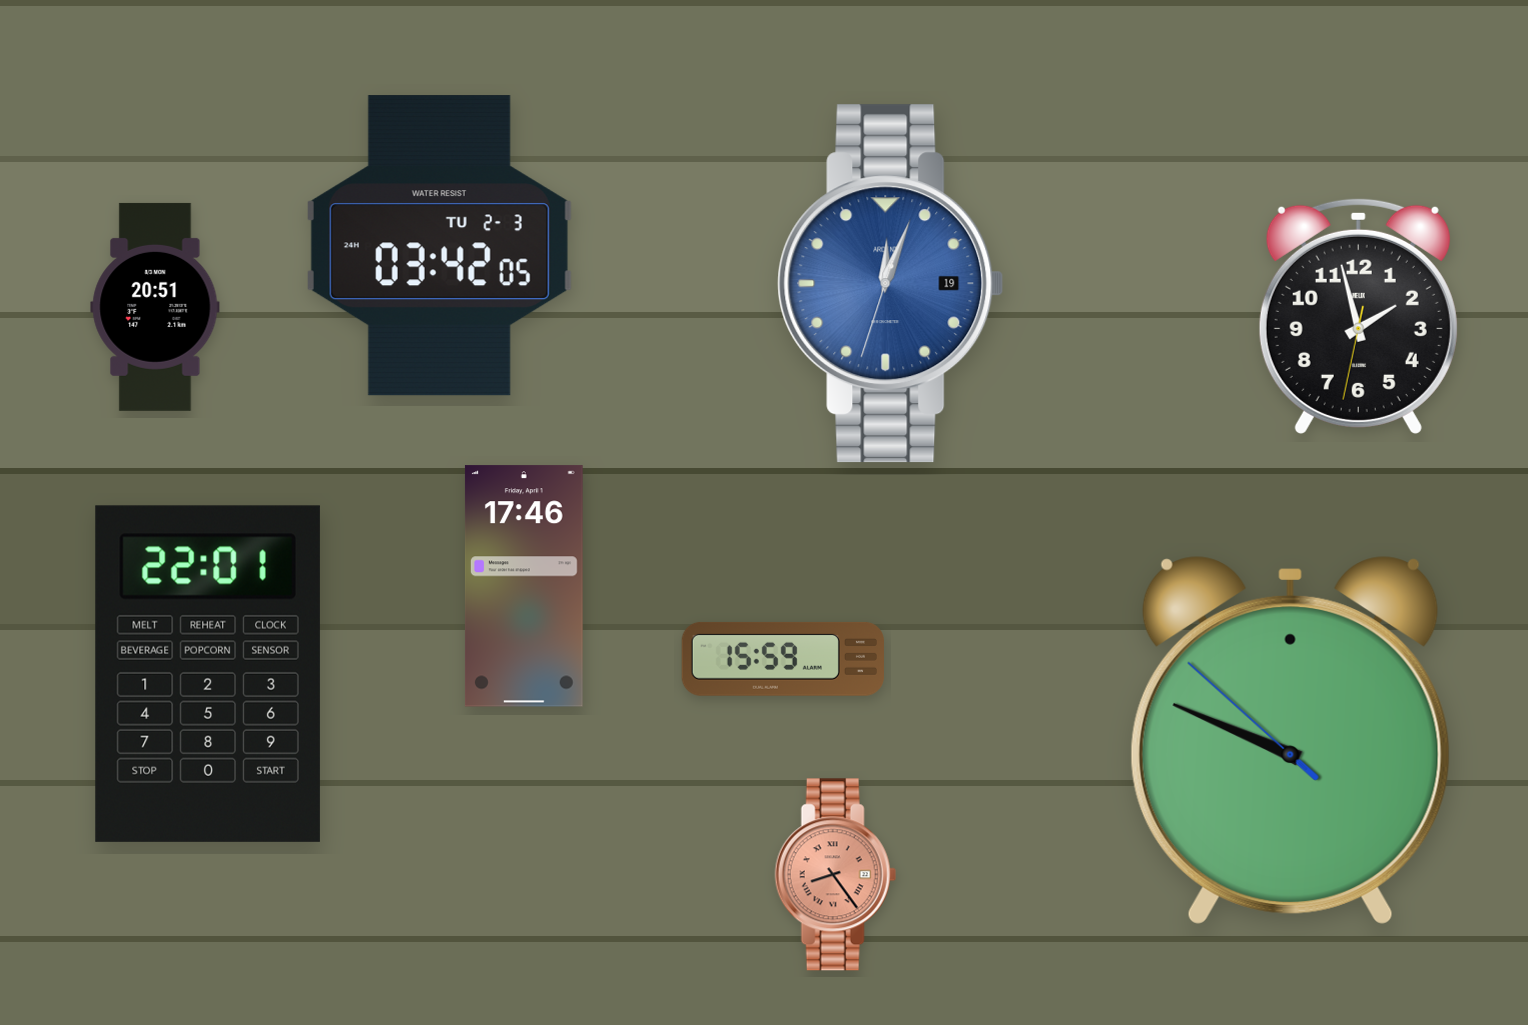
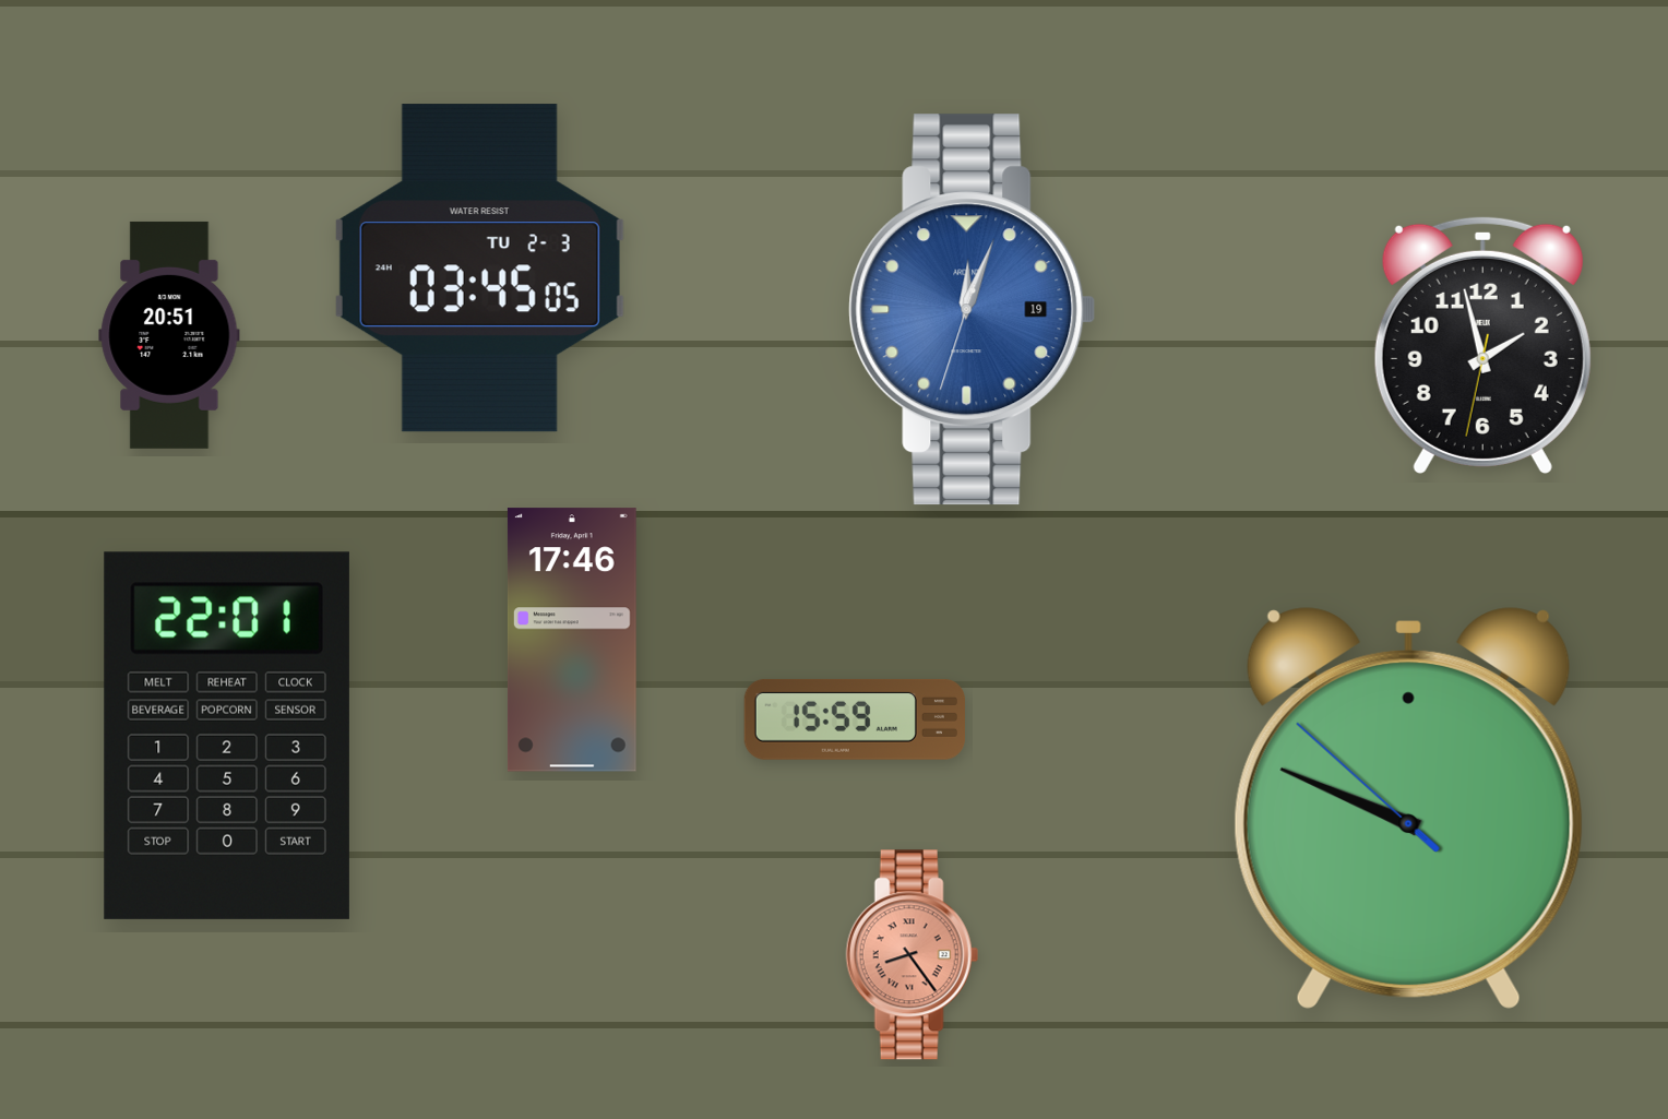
clock at (439, 246): 03:42 -> 03:45
